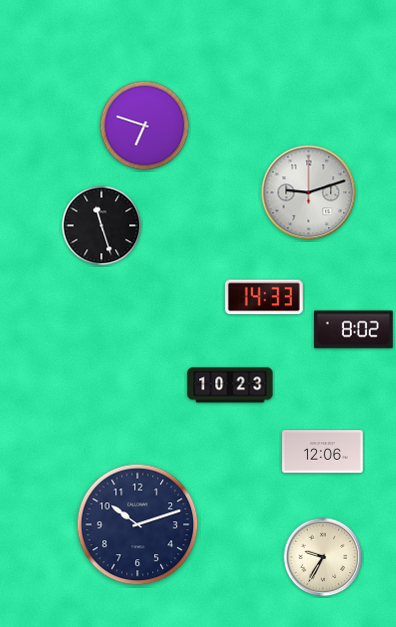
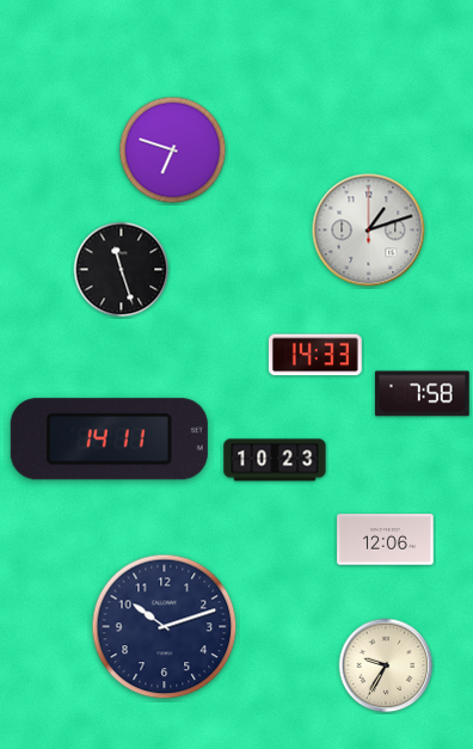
clock at (309, 193): 9:12 -> 1:12
clock at (353, 330): 8:02 -> 7:58
clock at (109, 440): none -> 14:11
